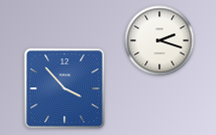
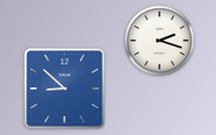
clock at (65, 89): 3:53 -> 8:52
